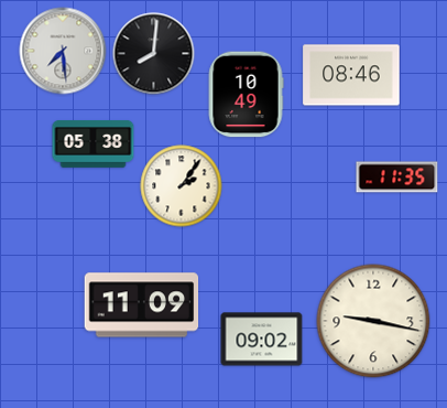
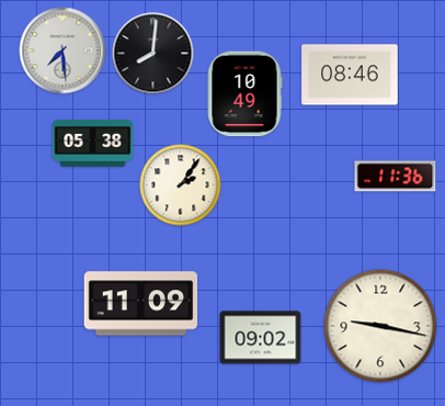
clock at (397, 178): 11:35 -> 11:36
clock at (373, 321) position: (373, 321) -> (380, 326)
